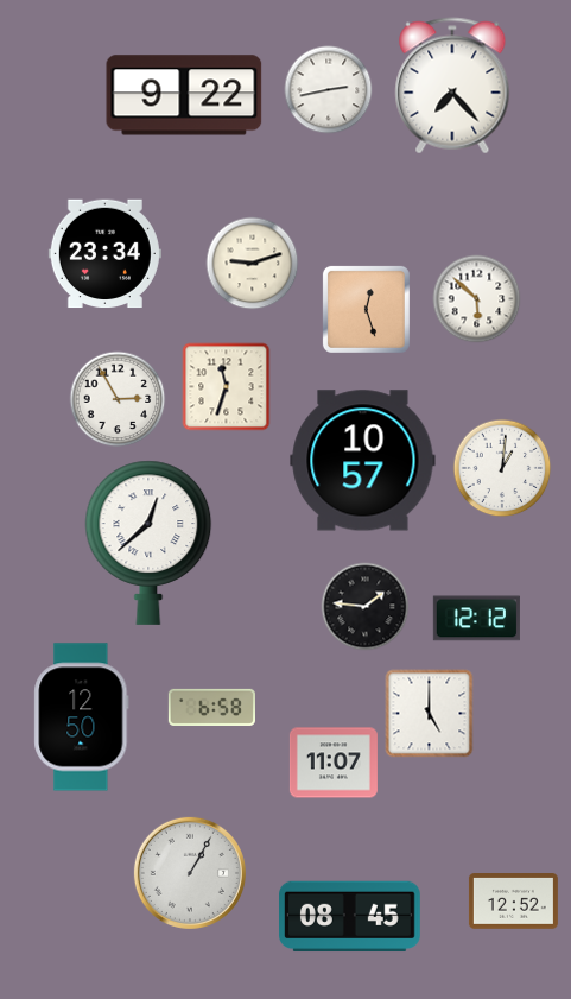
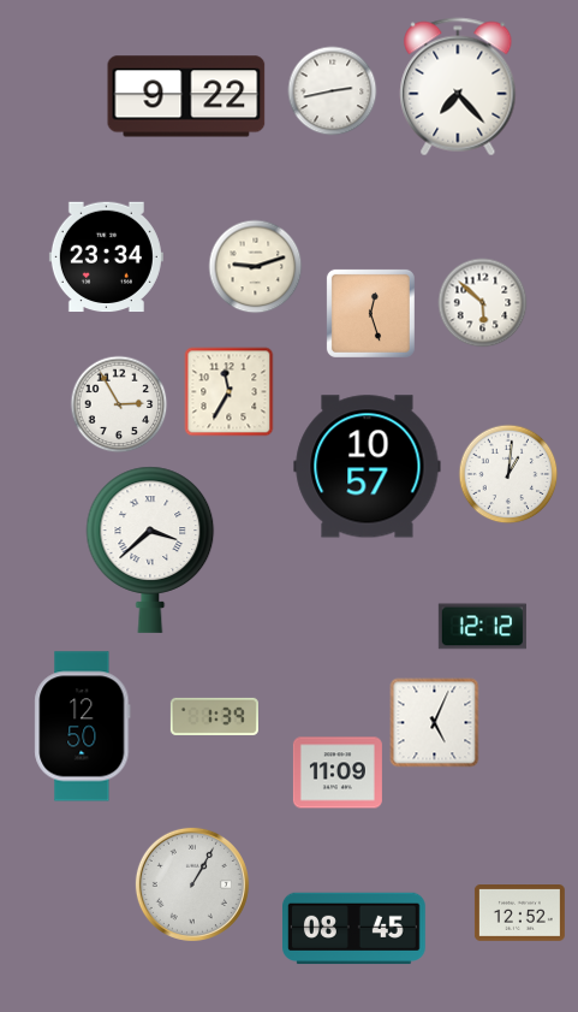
clock at (227, 387): 11:33 -> 11:35
clock at (148, 543): 12:38 -> 3:38
clock at (366, 607): 1:46 -> none
clock at (211, 707): 6:58 -> 1:39
clock at (430, 714): 5:00 -> 5:04
clock at (334, 763): 11:07 -> 11:09
